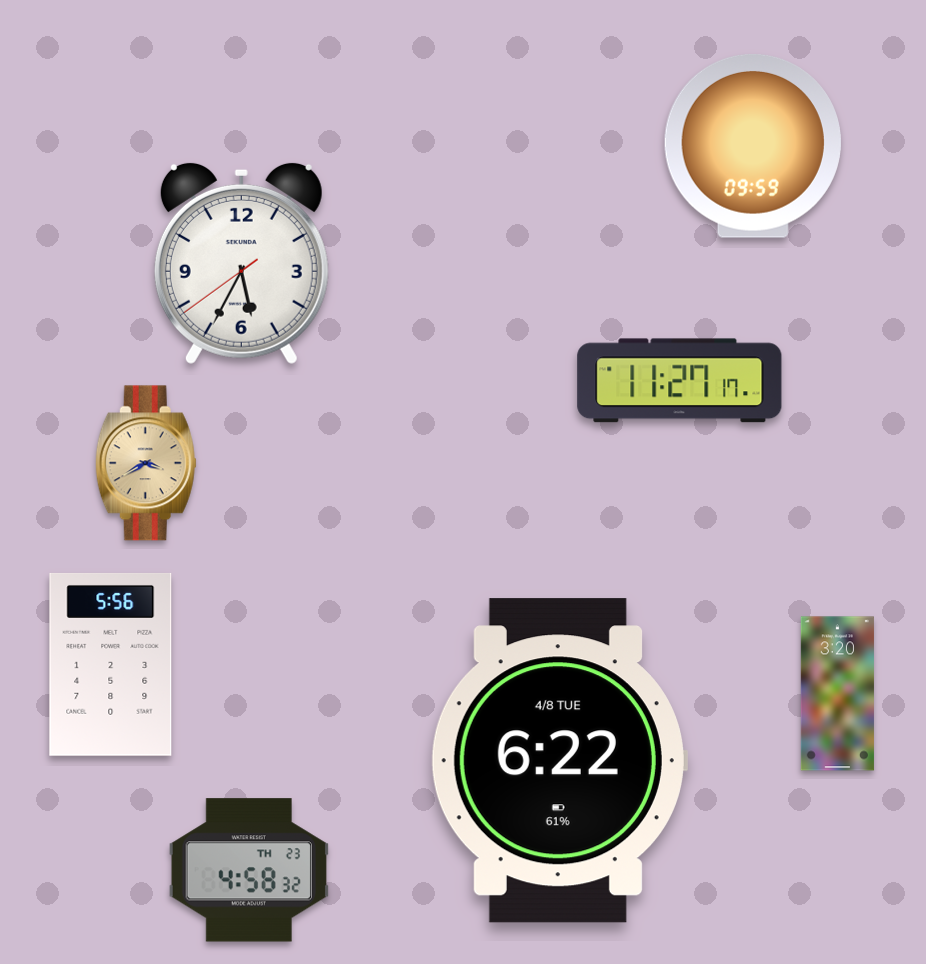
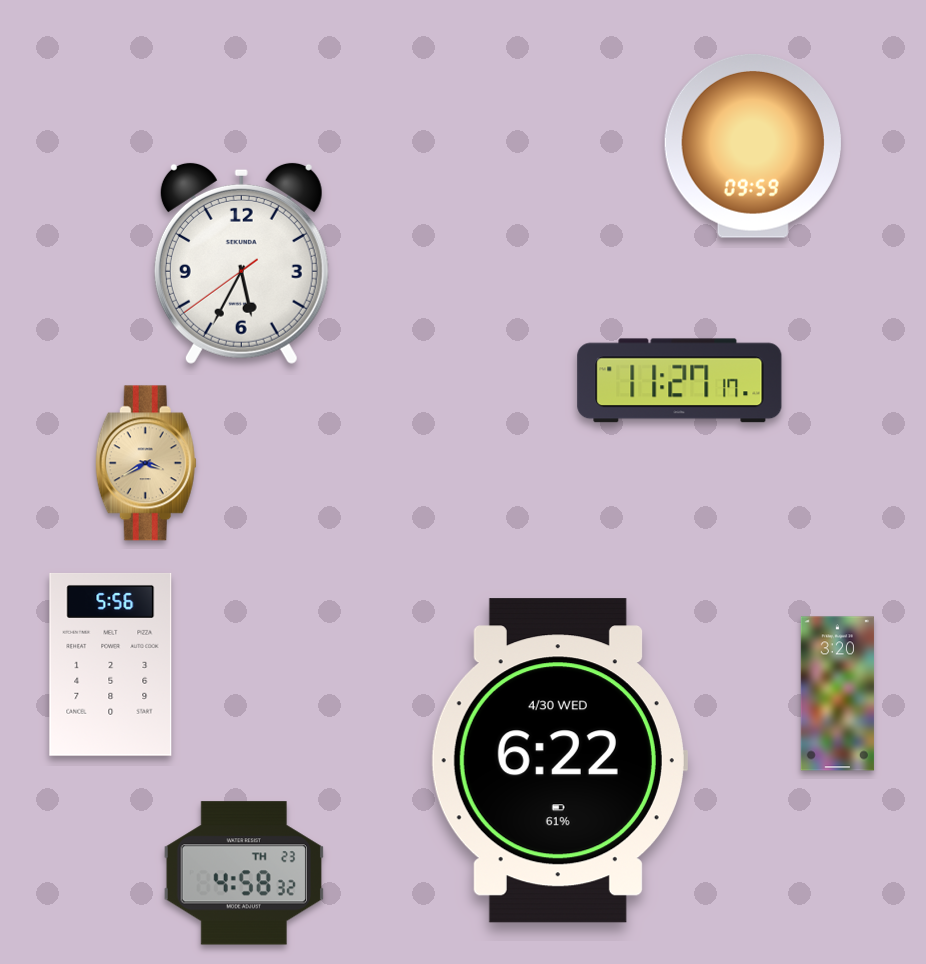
clock at (559, 761) date: 4/8 TUE -> 4/30 WED
clock at (249, 870) position: (249, 870) -> (244, 873)
